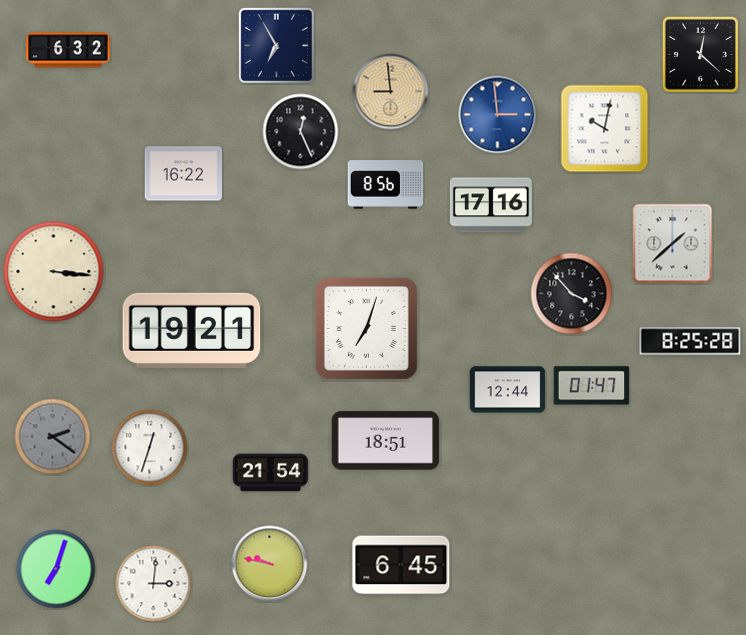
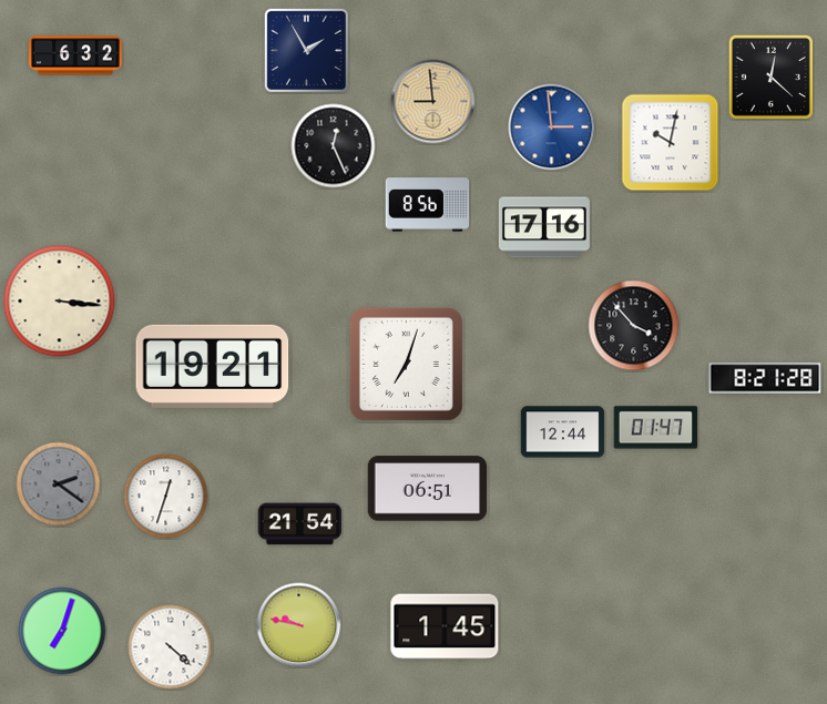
clock at (276, 45): 6:55 -> 1:55
clock at (700, 54) position: (700, 54) -> (770, 76)
clock at (183, 174): 16:22 -> none
clock at (673, 244): 1:38 -> none
clock at (690, 341): 8:25 -> 8:21
clock at (386, 441): 18:51 -> 06:51
clock at (401, 565): 6:45 -> 1:45
clock at (154, 584): 3:01 -> 4:22
